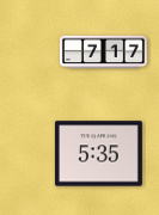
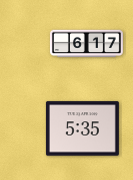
clock at (104, 53): 7:17 -> 6:17
